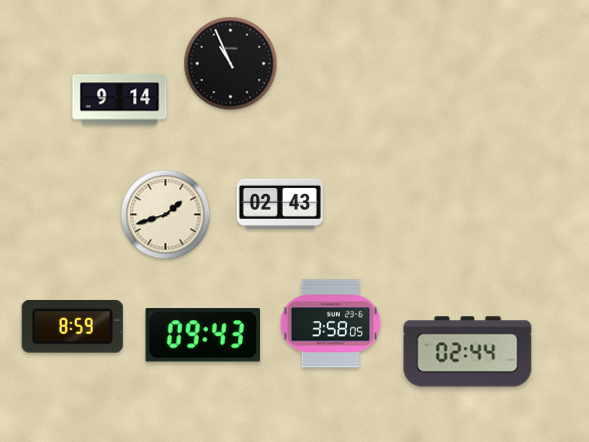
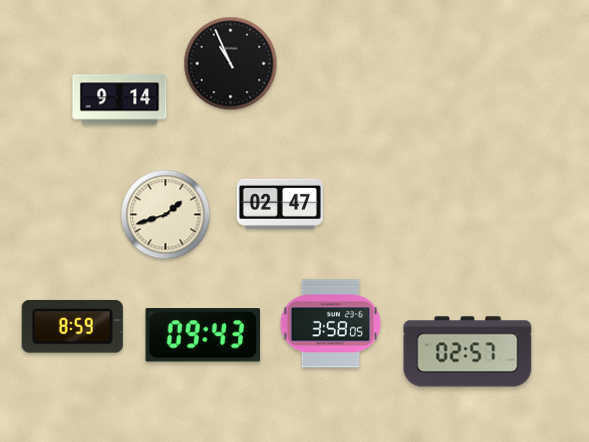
clock at (280, 204): 02:43 -> 02:47
clock at (468, 352): 02:44 -> 02:57
